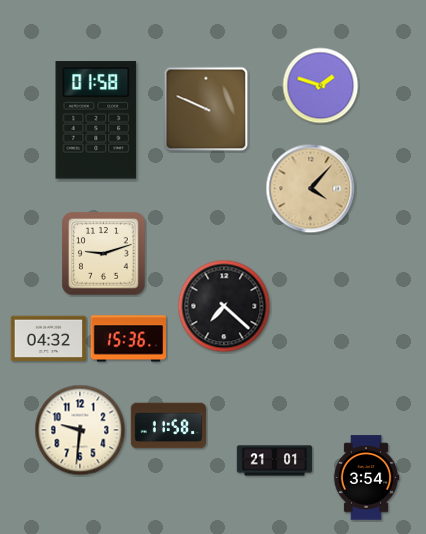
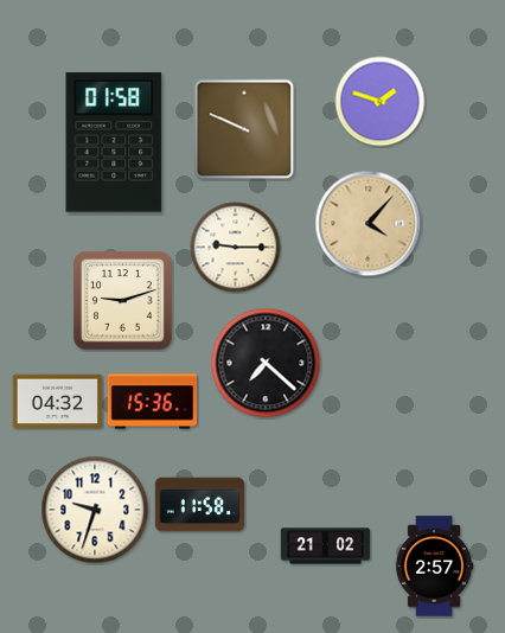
clock at (236, 248): none -> 9:15
clock at (80, 430): 9:31 -> 9:33
clock at (275, 461): 21:01 -> 21:02
clock at (366, 478): 3:54 -> 2:57
